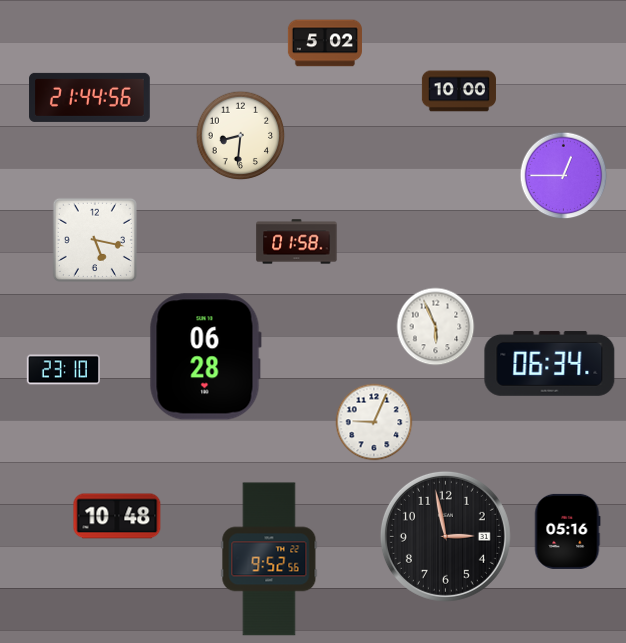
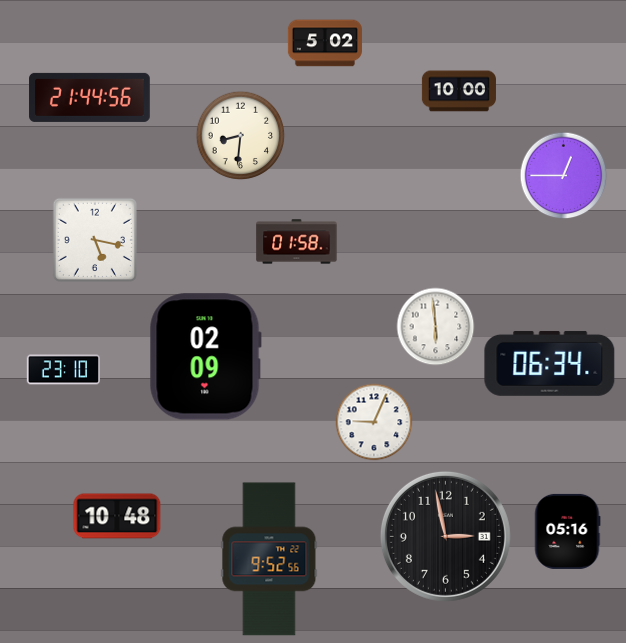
clock at (436, 327): 5:56 -> 5:59
clock at (205, 357): 06:28 -> 02:09
